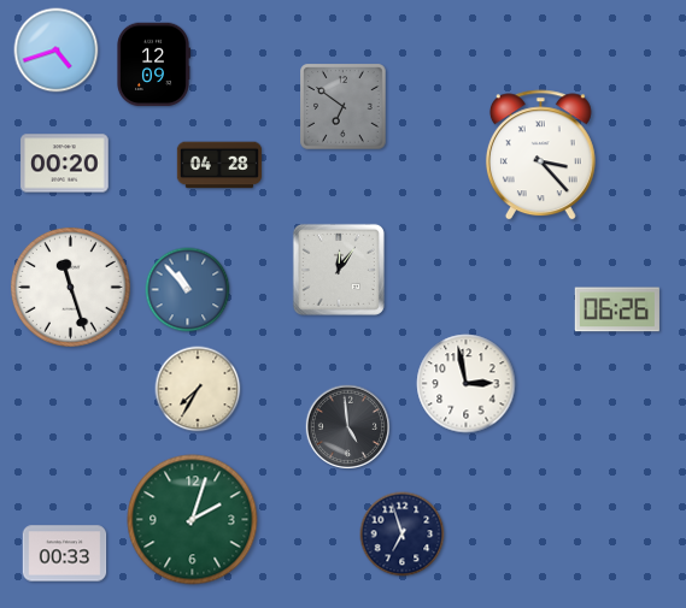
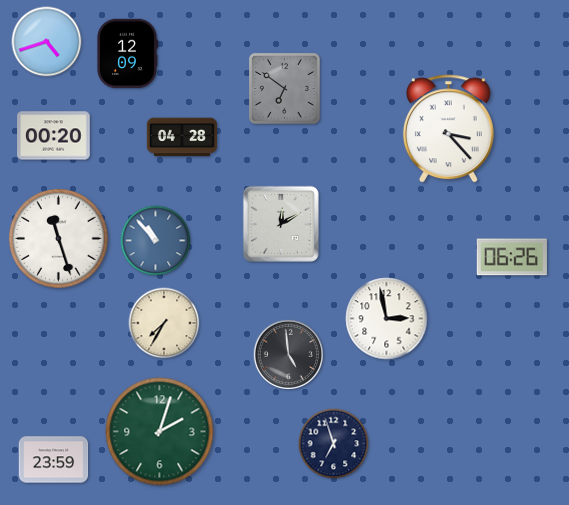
clock at (339, 270): 12:06 -> 12:10
clock at (65, 554): 00:33 -> 23:59
